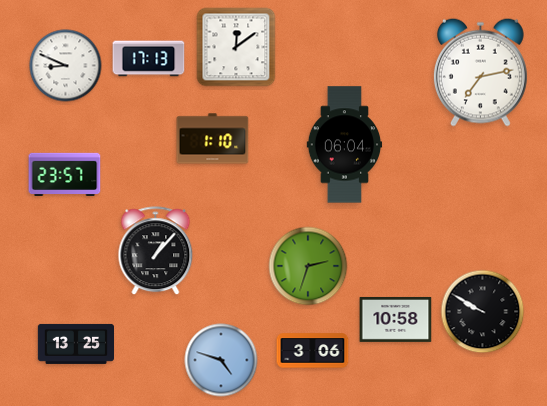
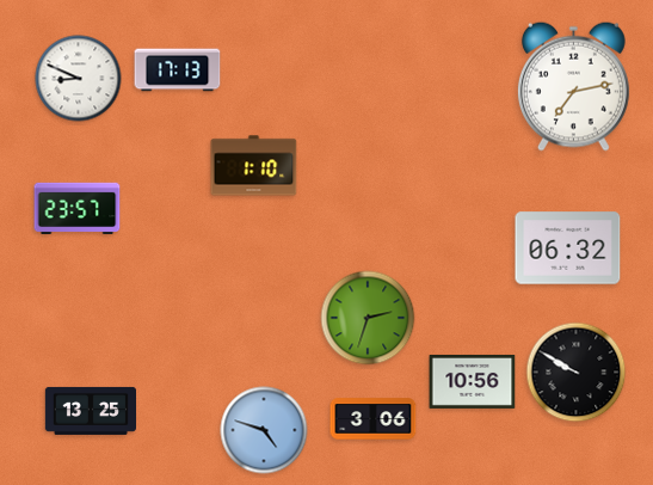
clock at (236, 47): 12:09 -> none
clock at (345, 145): 06:04 -> none
clock at (568, 248): none -> 06:32
clock at (156, 251): 1:07 -> none
clock at (396, 319): 10:58 -> 10:56
